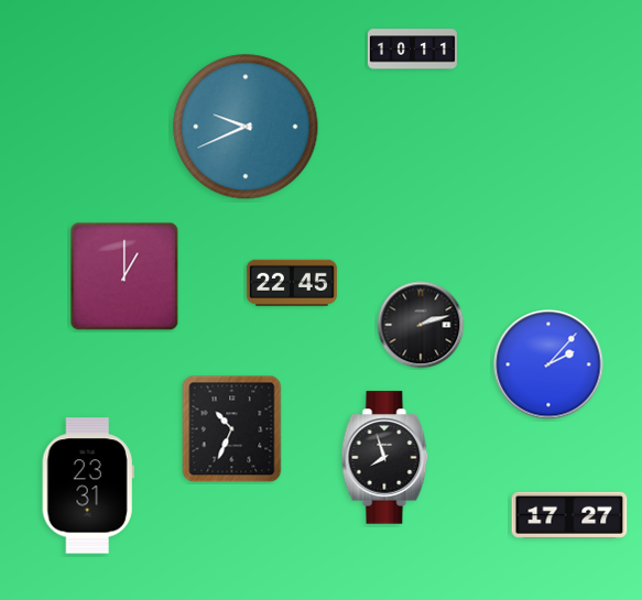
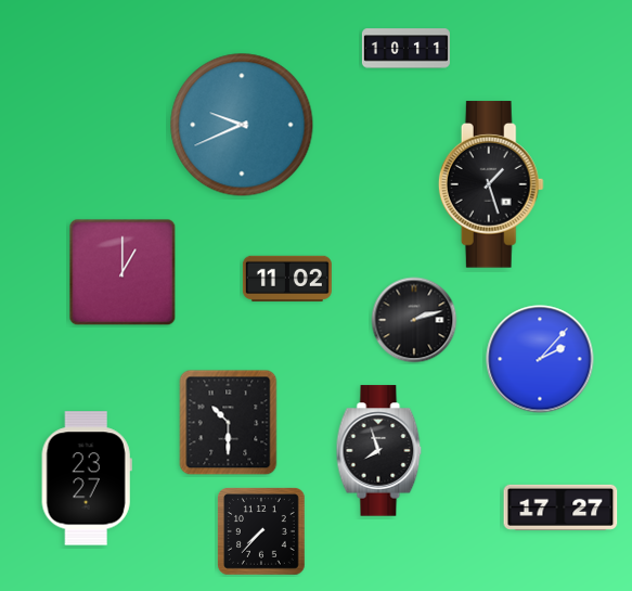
clock at (491, 184): none -> 1:27
clock at (292, 283): 22:45 -> 11:02
clock at (232, 429): 10:34 -> 10:30
clock at (88, 486): 23:31 -> 23:27
clock at (262, 532): none -> 7:37
